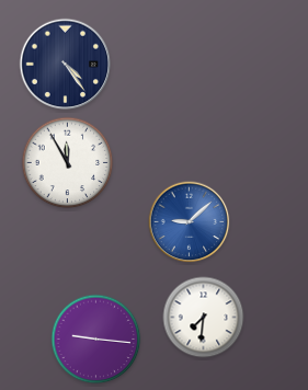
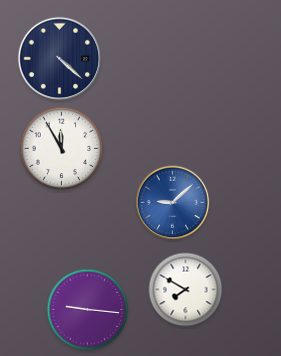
clock at (66, 65): 4:24 -> 4:22
clock at (204, 318): 7:31 -> 7:50
